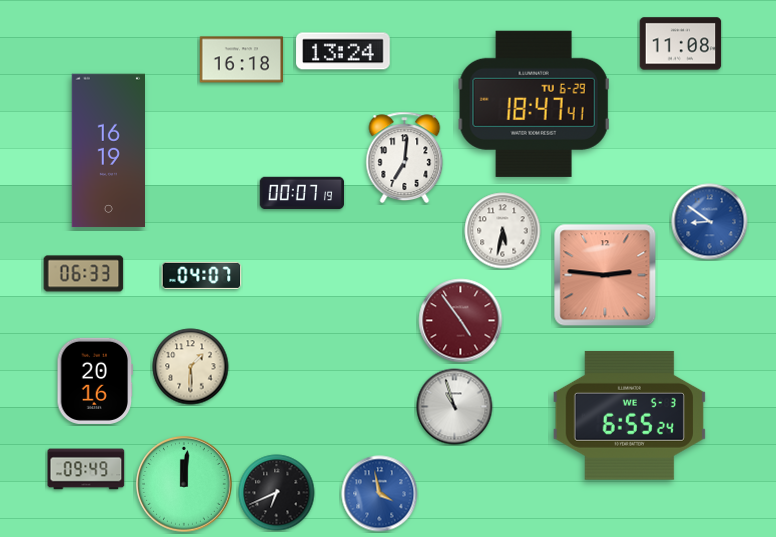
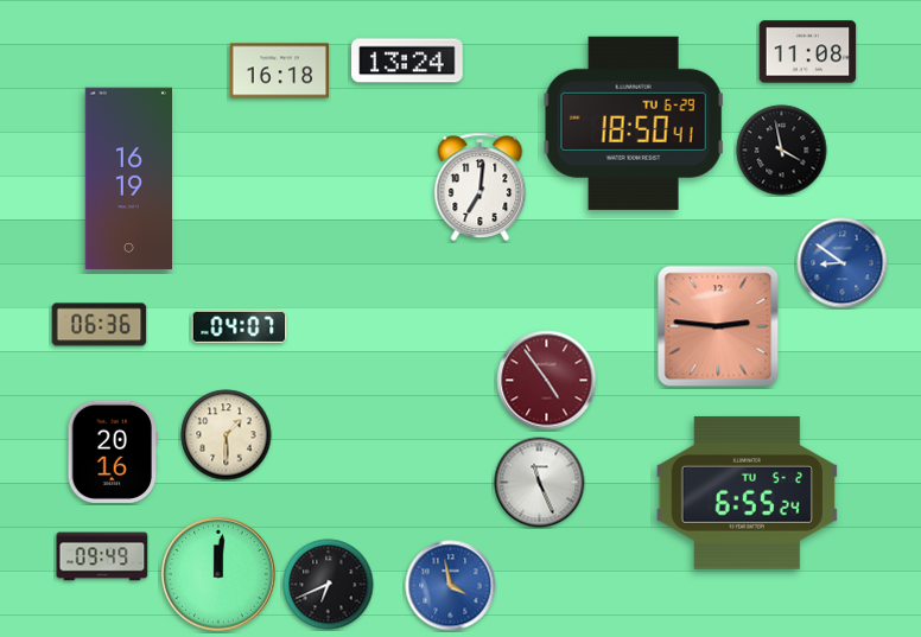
clock at (242, 60) position: (242, 60) -> (280, 71)
clock at (534, 104): 18:47 -> 18:50
clock at (782, 151): none -> 3:58
clock at (302, 193): 00:07 -> none
clock at (503, 231): 5:32 -> none
clock at (84, 274): 06:33 -> 06:36
clock at (455, 407): 10:57 -> 11:26
clock at (629, 415) date: WE 5-3 -> TU 5-2
